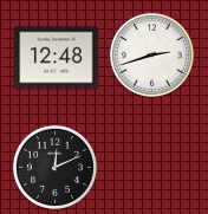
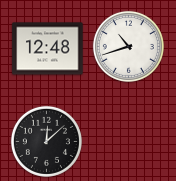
clock at (151, 54): 2:42 -> 10:42
clock at (54, 167): 12:11 -> 12:08
